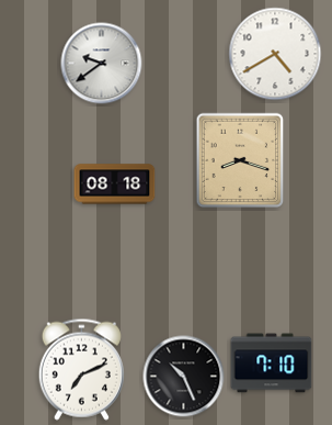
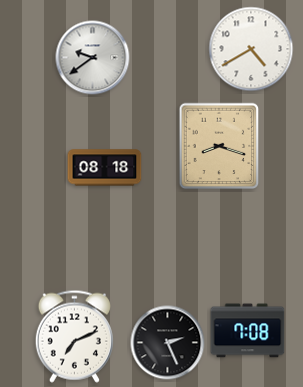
clock at (272, 364): 7:10 -> 7:08
clock at (184, 377): 10:26 -> 2:26
